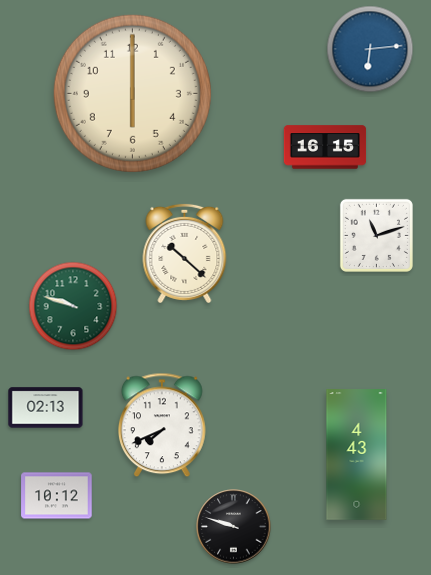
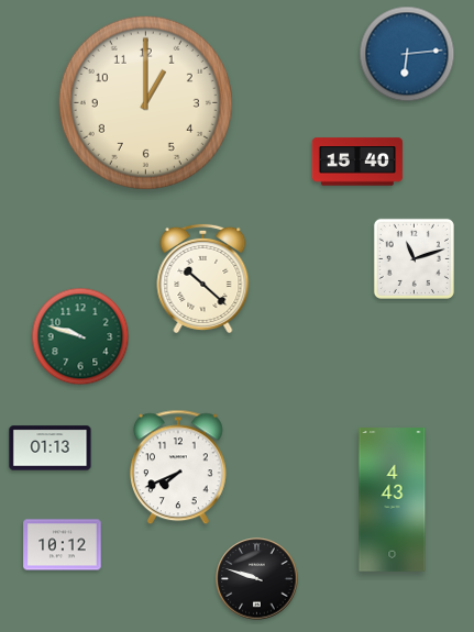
clock at (132, 93): 6:00 -> 1:00
clock at (325, 147): 16:15 -> 15:40
clock at (46, 408): 02:13 -> 01:13
